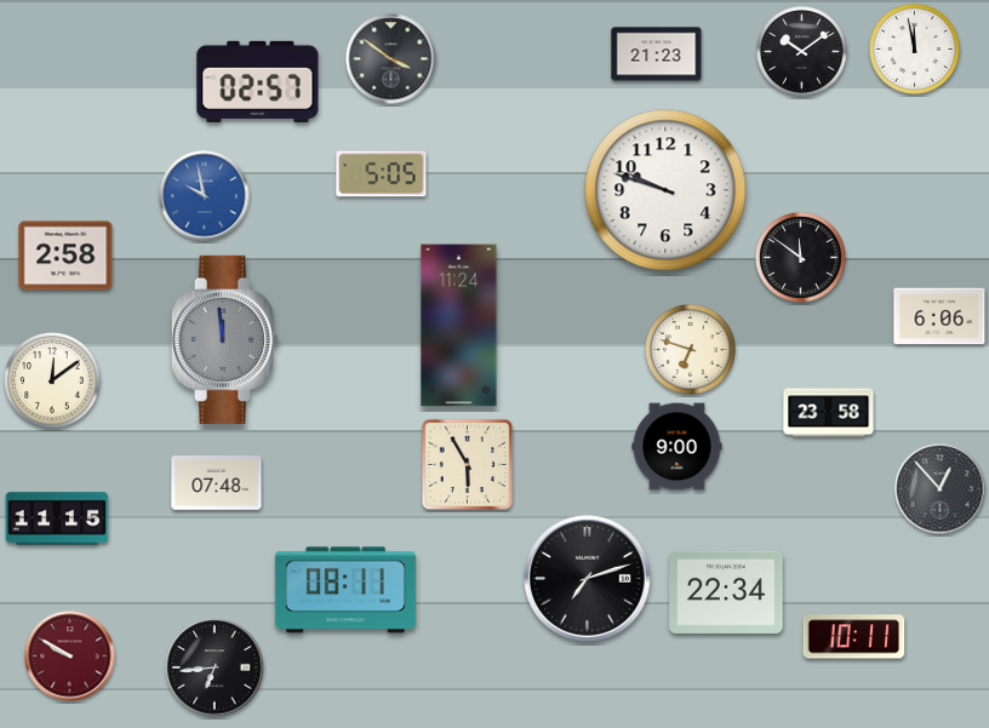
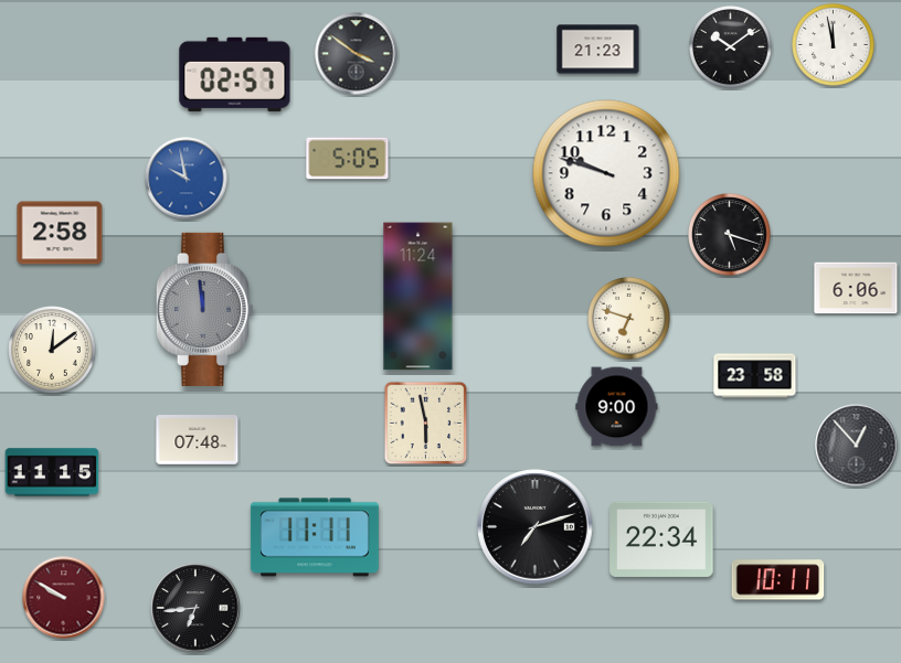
clock at (801, 258): 11:51 -> 5:18
clock at (52, 380) position: (52, 380) -> (52, 350)
clock at (468, 465): 5:55 -> 5:58
clock at (345, 590): 08:11 -> 11:11
